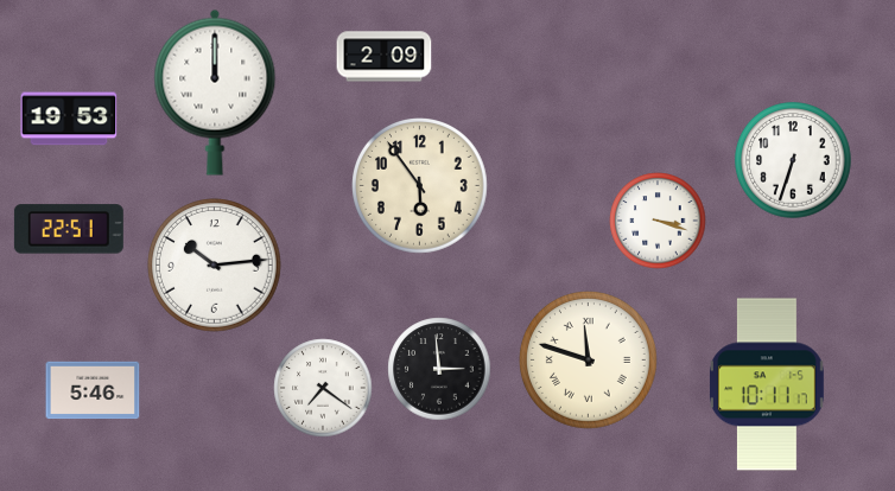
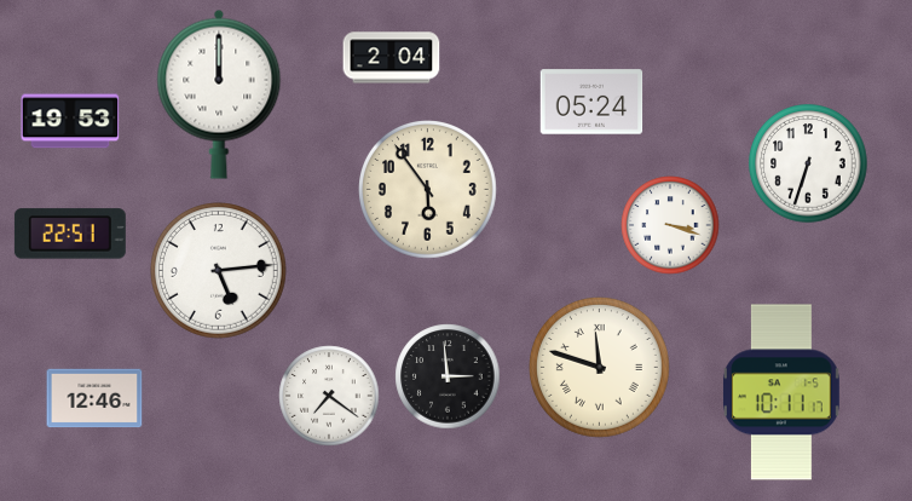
clock at (385, 57): 2:09 -> 2:04
clock at (591, 102): none -> 05:24
clock at (215, 266): 10:14 -> 5:14
clock at (93, 390): 5:46 -> 12:46
